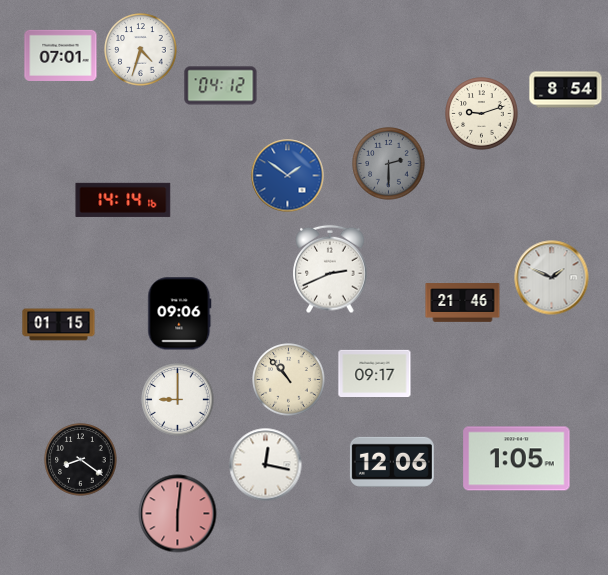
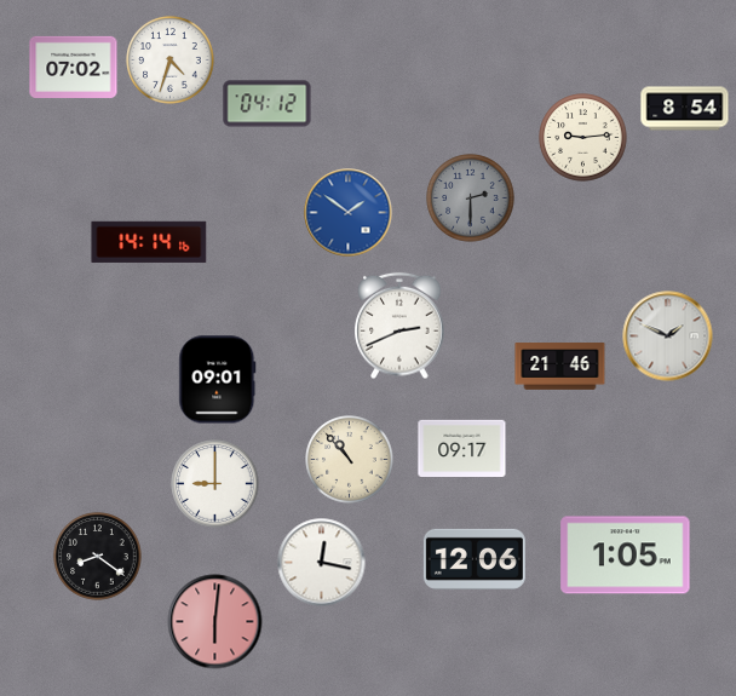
clock at (61, 55): 07:01 -> 07:02
clock at (482, 114): 9:12 -> 9:14
clock at (180, 314): 09:06 -> 09:01
clock at (59, 325): 01:15 -> none
clock at (375, 373) position: (375, 373) -> (462, 448)
